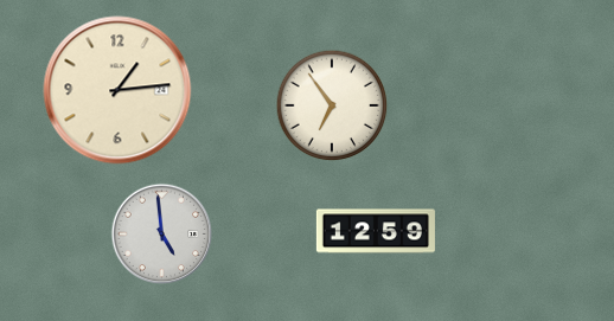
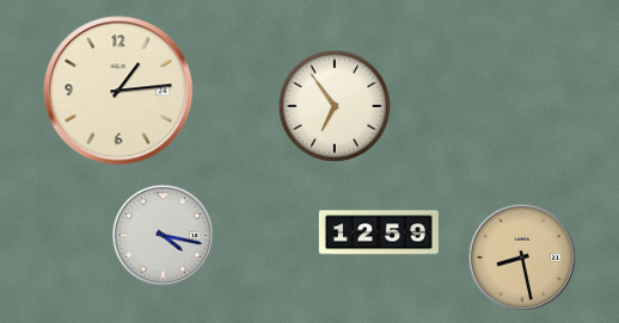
clock at (162, 235): 4:59 -> 4:17
clock at (522, 257): none -> 8:28
